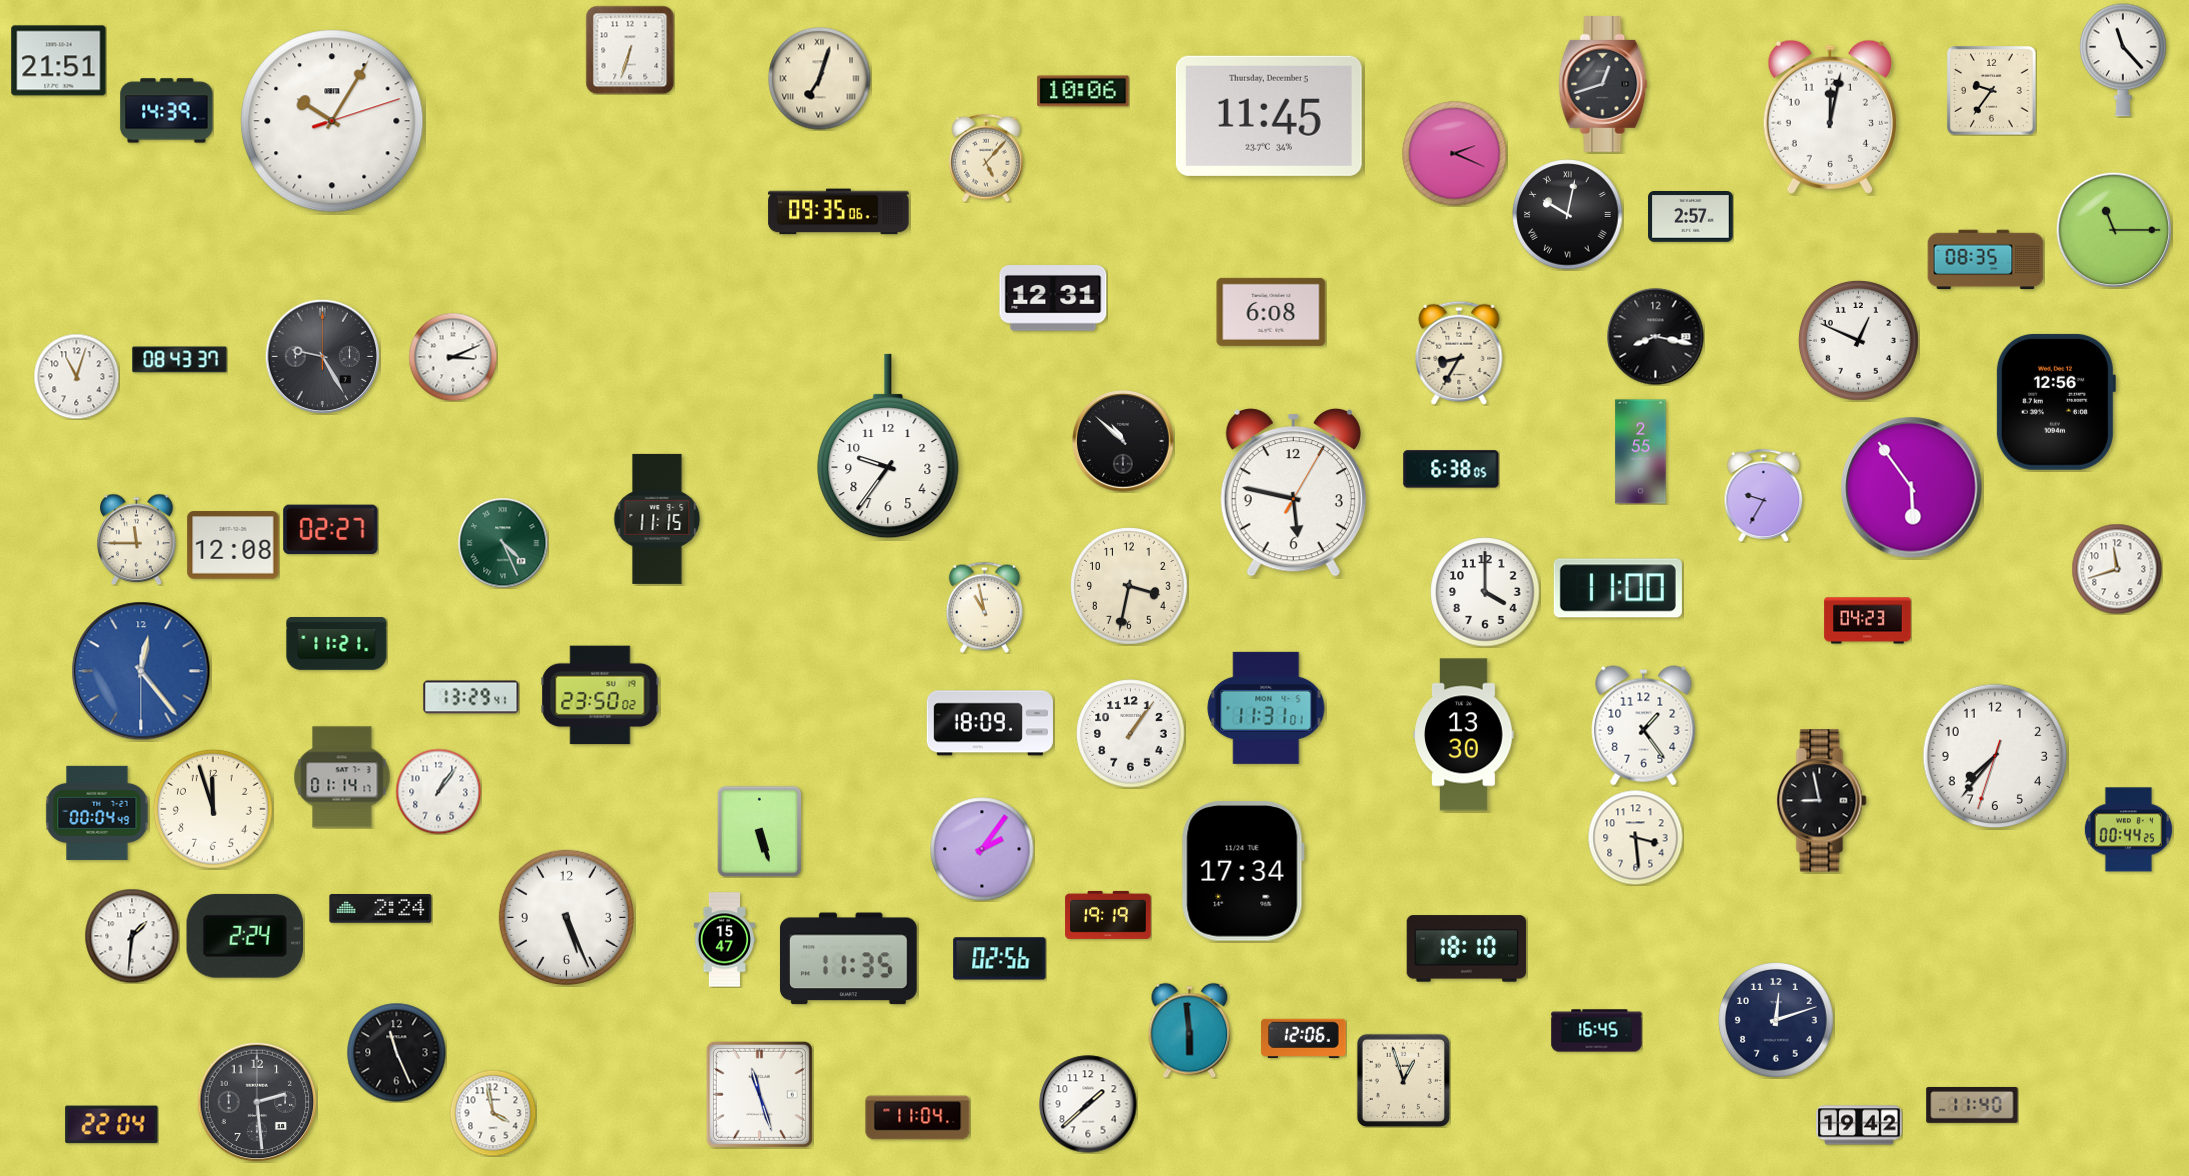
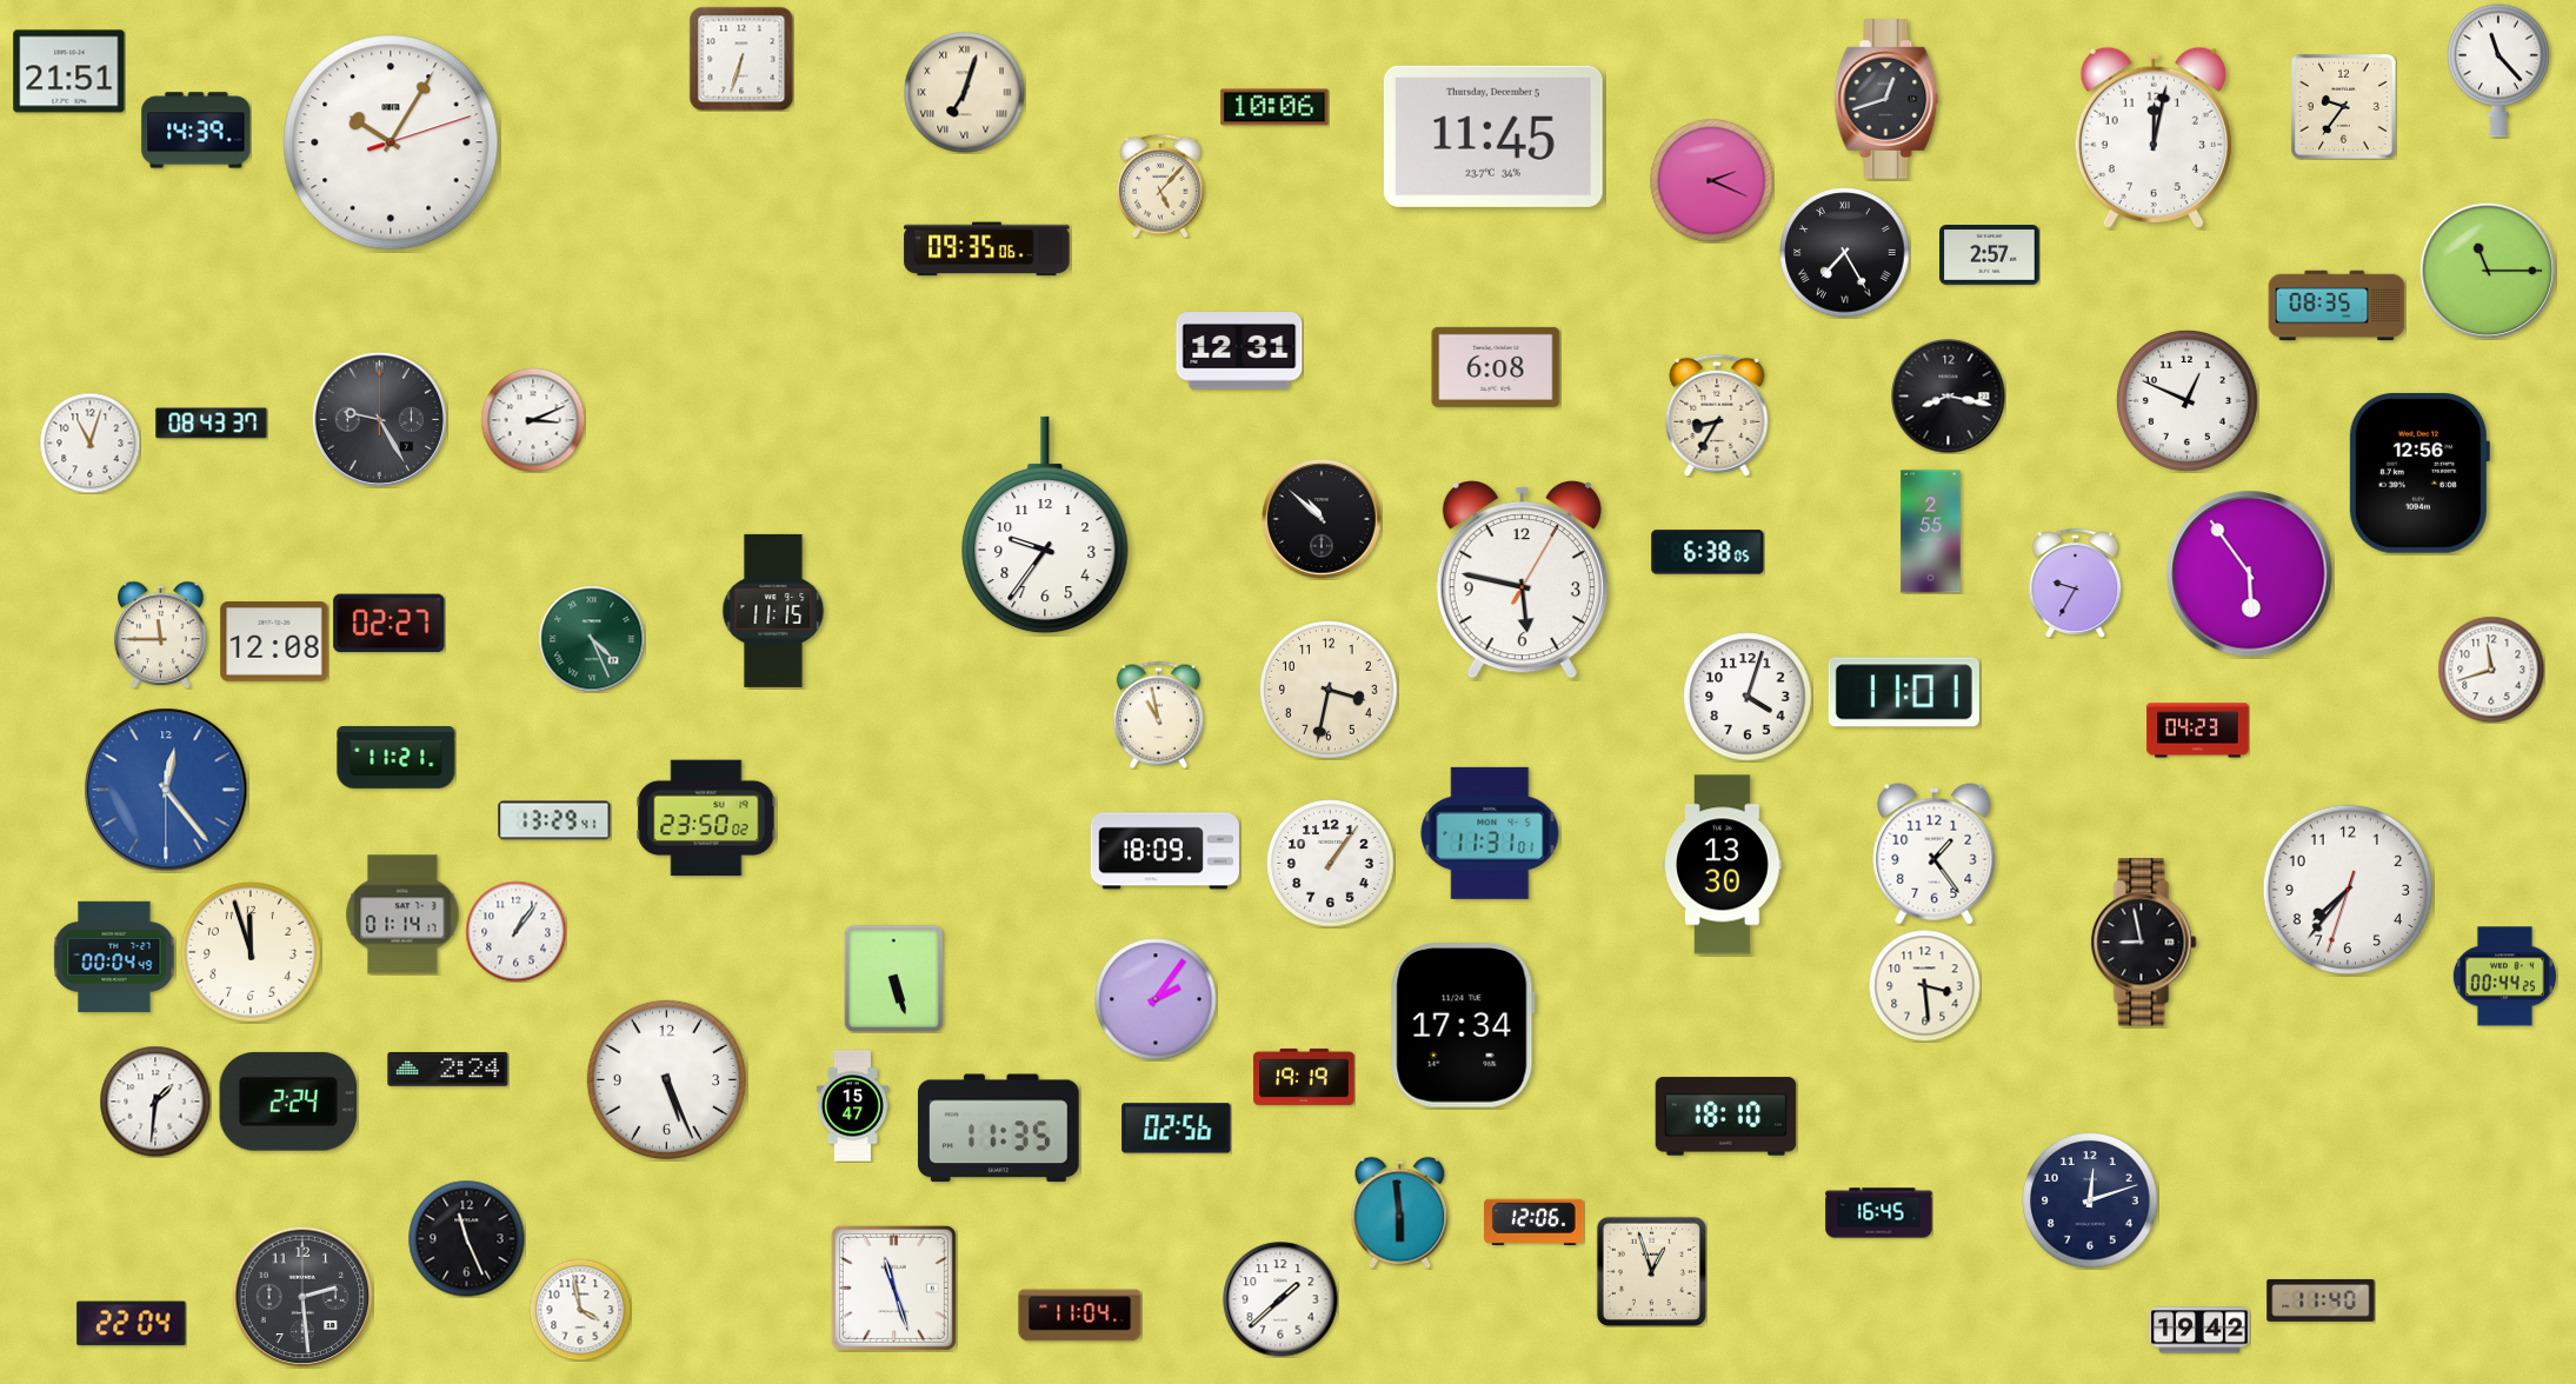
clock at (1568, 215): 10:02 -> 7:25
clock at (1618, 588): 11:00 -> 11:01
clock at (1485, 592): 4:00 -> 4:03
clock at (1859, 1125) position: (1859, 1125) -> (2199, 1330)
